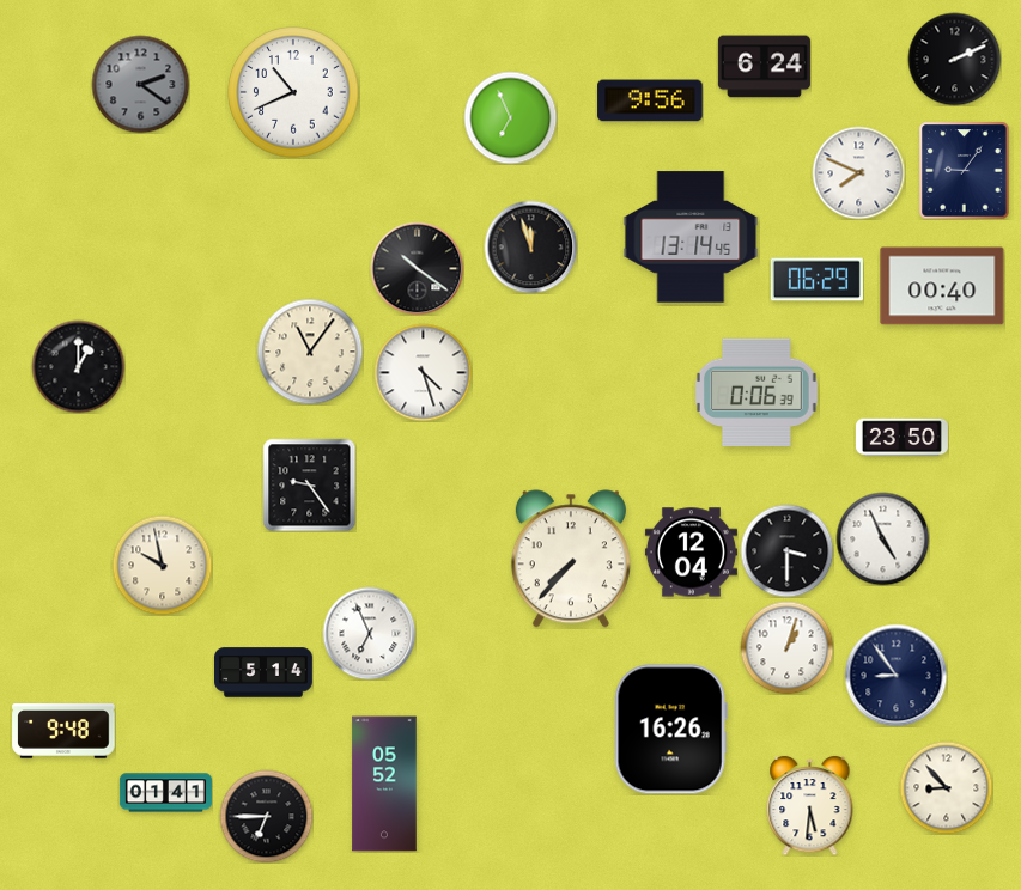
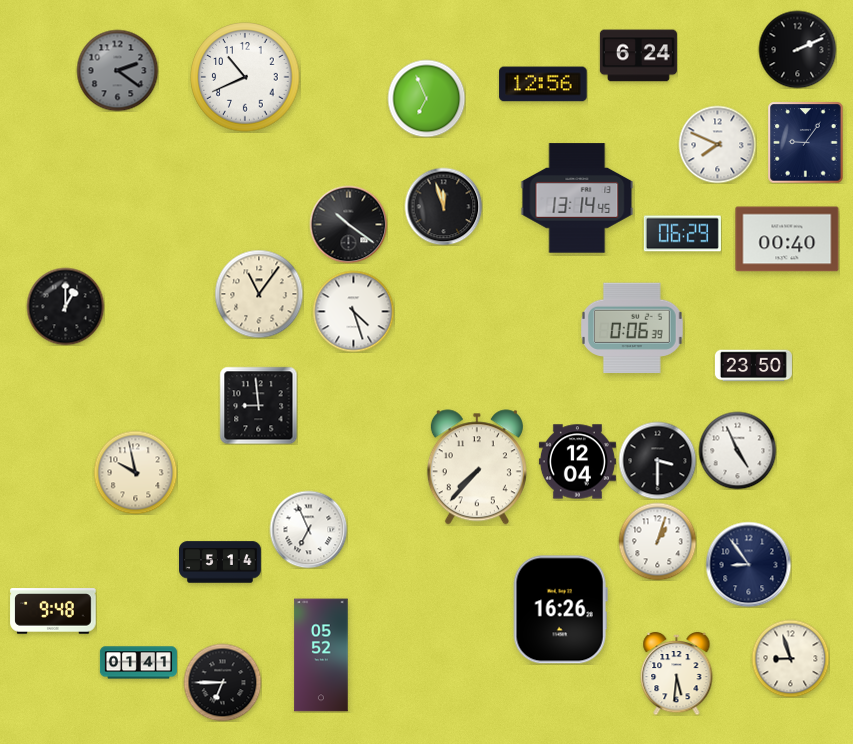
clock at (650, 100): 9:56 -> 12:56
clock at (309, 484): 9:24 -> 8:59
clock at (946, 787): 8:53 -> 8:57
